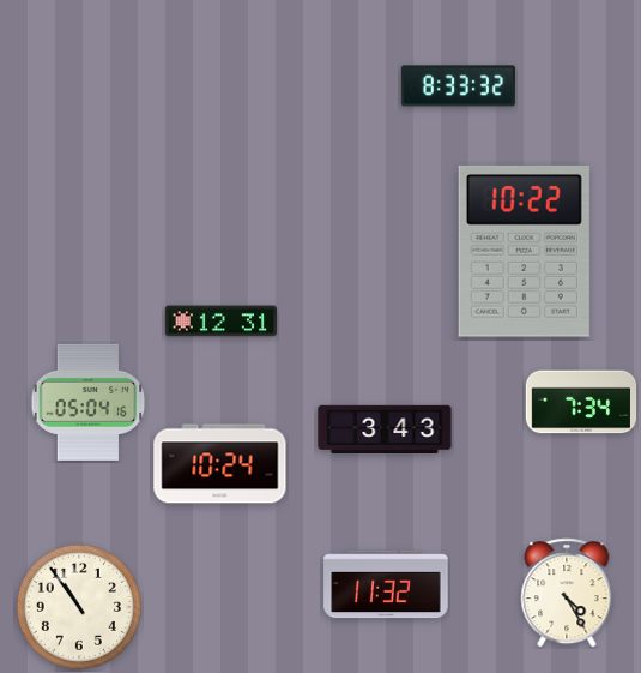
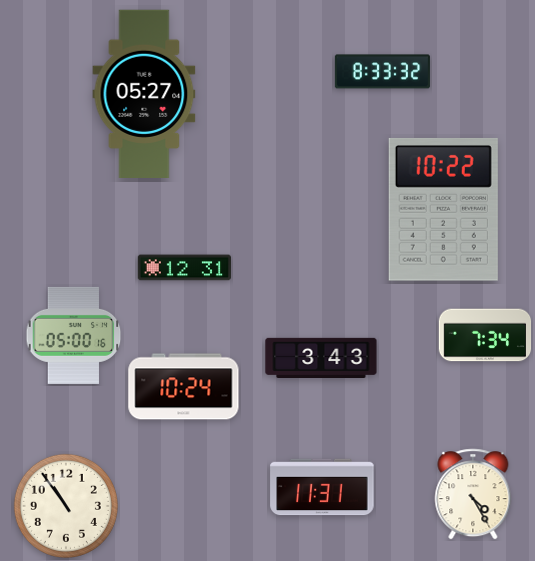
clock at (144, 93): none -> 05:27
clock at (524, 251) position: (524, 251) -> (443, 209)
clock at (89, 402): 05:04 -> 05:00
clock at (386, 584): 11:32 -> 11:31
